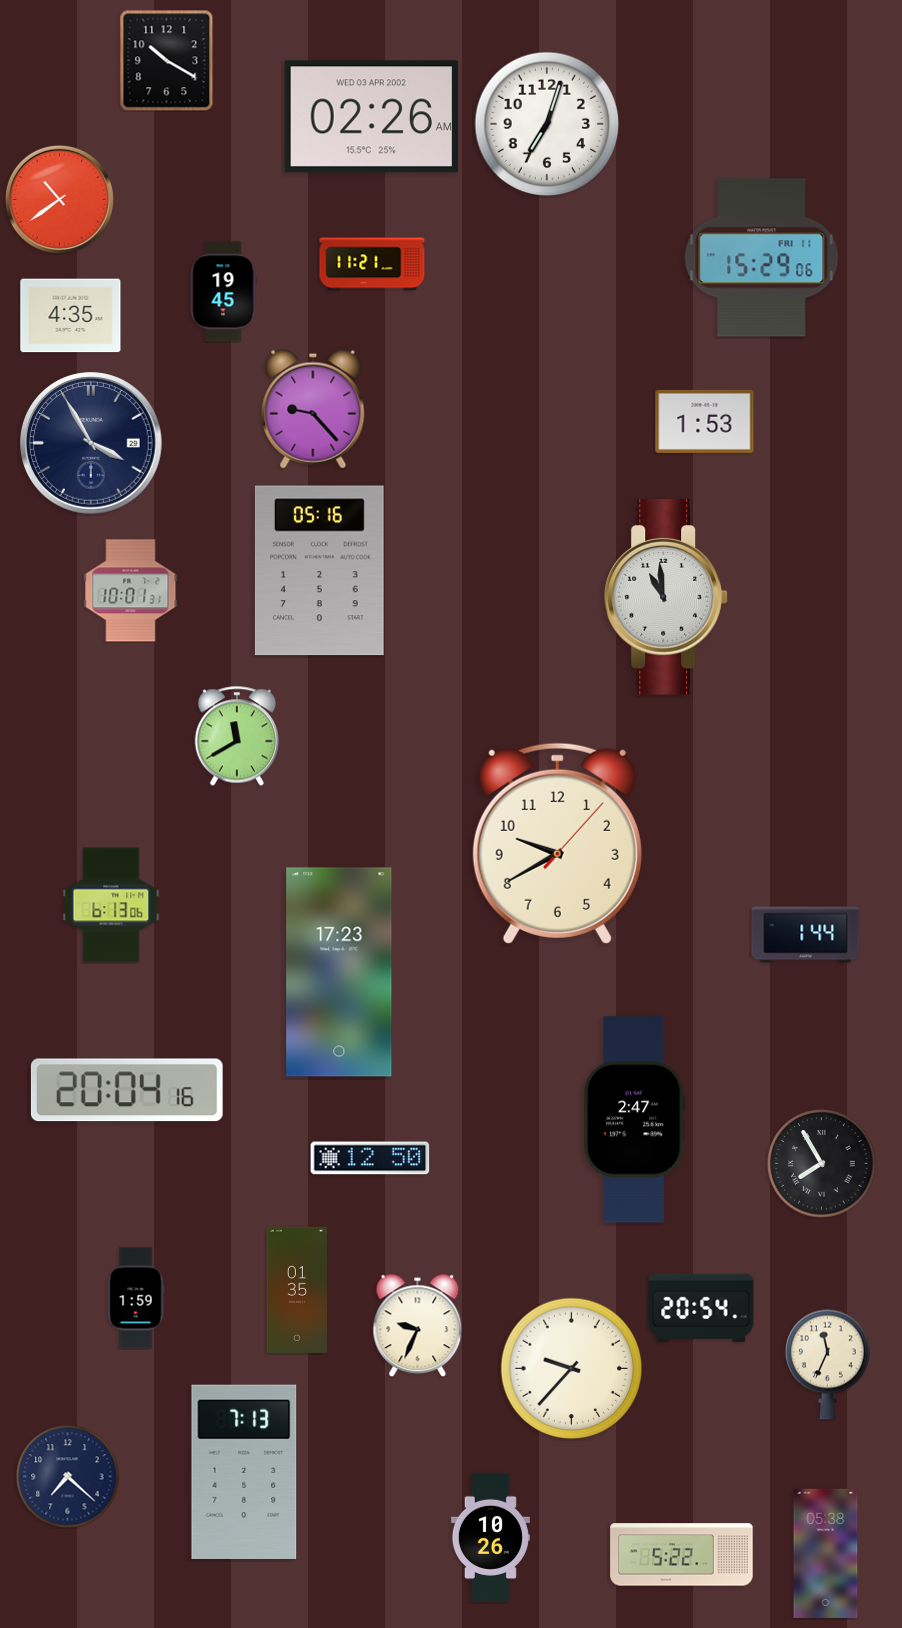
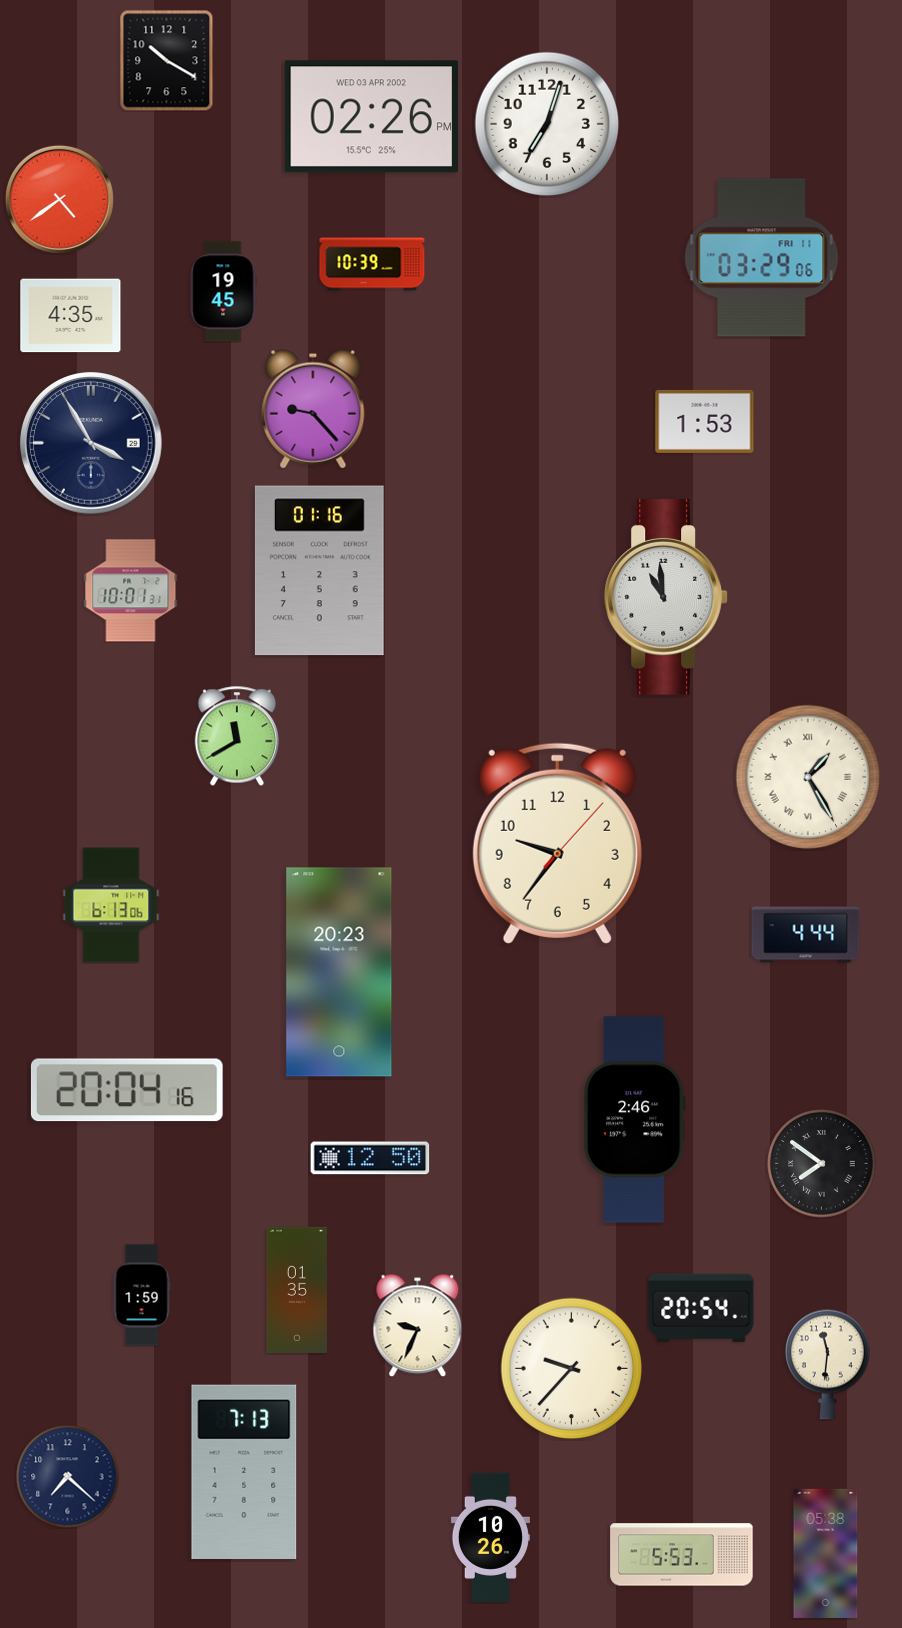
clock at (371, 117): 02:26 AM -> 02:26 PM
clock at (59, 199): 10:39 -> 4:39
clock at (762, 258): 15:29 -> 03:29
clock at (372, 264): 11:21 -> 10:39
clock at (319, 571): 05:16 -> 01:16
clock at (808, 777): none -> 1:25
clock at (557, 843): 9:40 -> 9:36
clock at (806, 935): 1:44 -> 4:44
clock at (339, 972): 17:23 -> 20:23
clock at (634, 1120): 2:47 -> 2:46
clock at (822, 1164): 7:55 -> 7:51
clock at (136, 1298) position: (136, 1298) -> (142, 1295)
clock at (828, 1364): 11:34 -> 11:31
clock at (682, 1555): 5:22 -> 5:53
